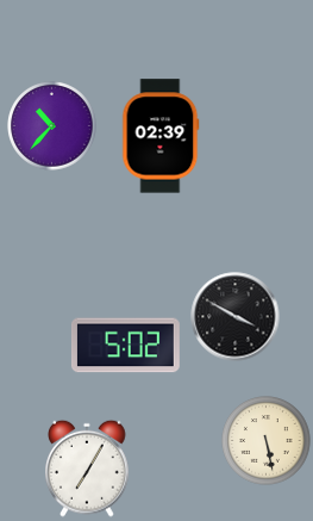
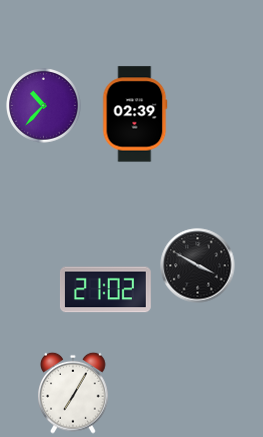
clock at (125, 346): 5:02 -> 21:02
clock at (267, 441): 5:28 -> none
